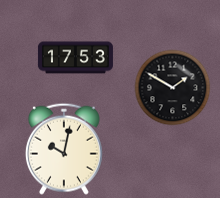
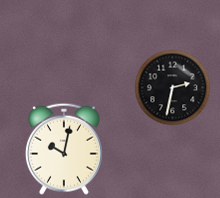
clock at (75, 58): 17:53 -> none
clock at (173, 88): 1:50 -> 2:32
